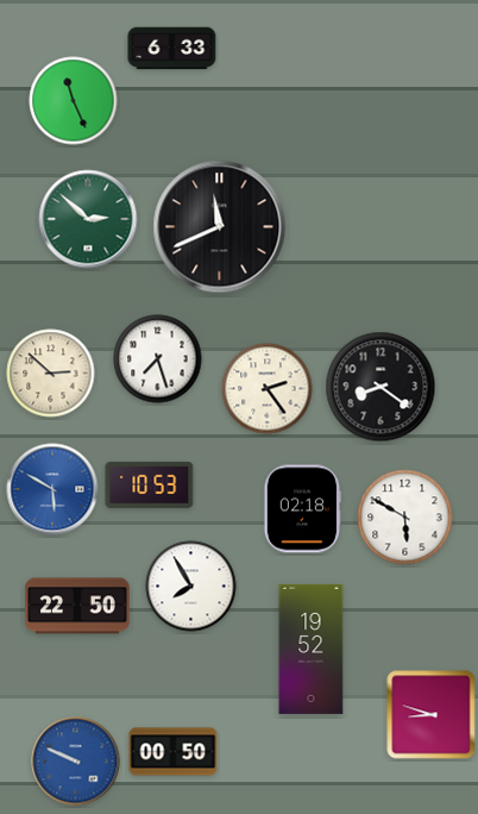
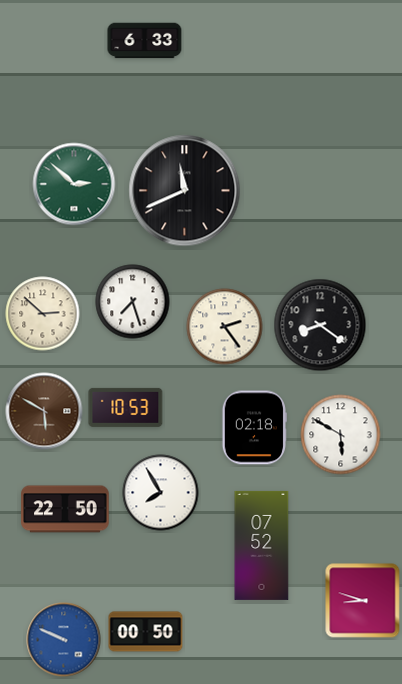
clock at (74, 101): 11:26 -> none
clock at (52, 489) dial: blue -> brown
clock at (312, 649): 19:52 -> 07:52
